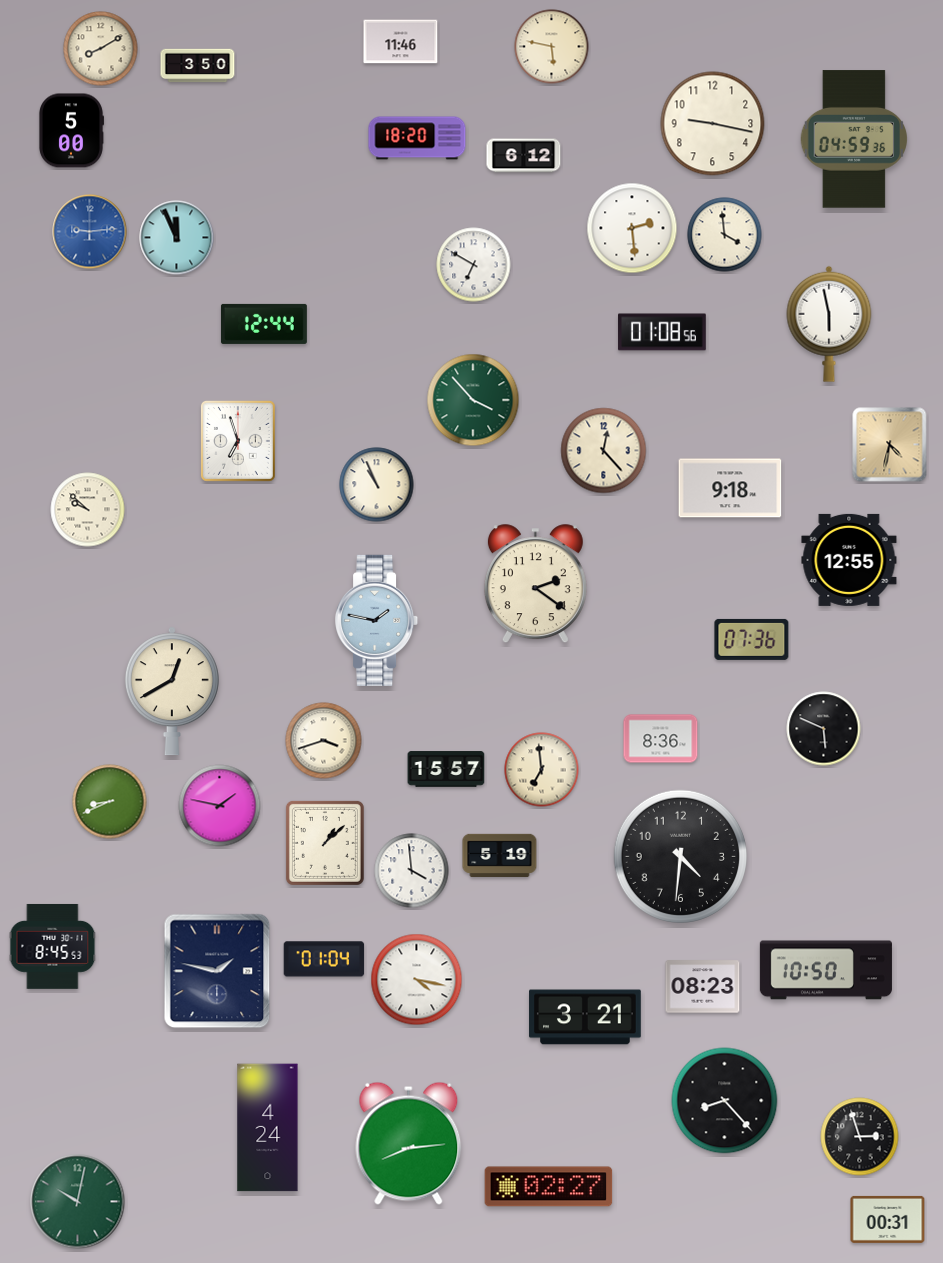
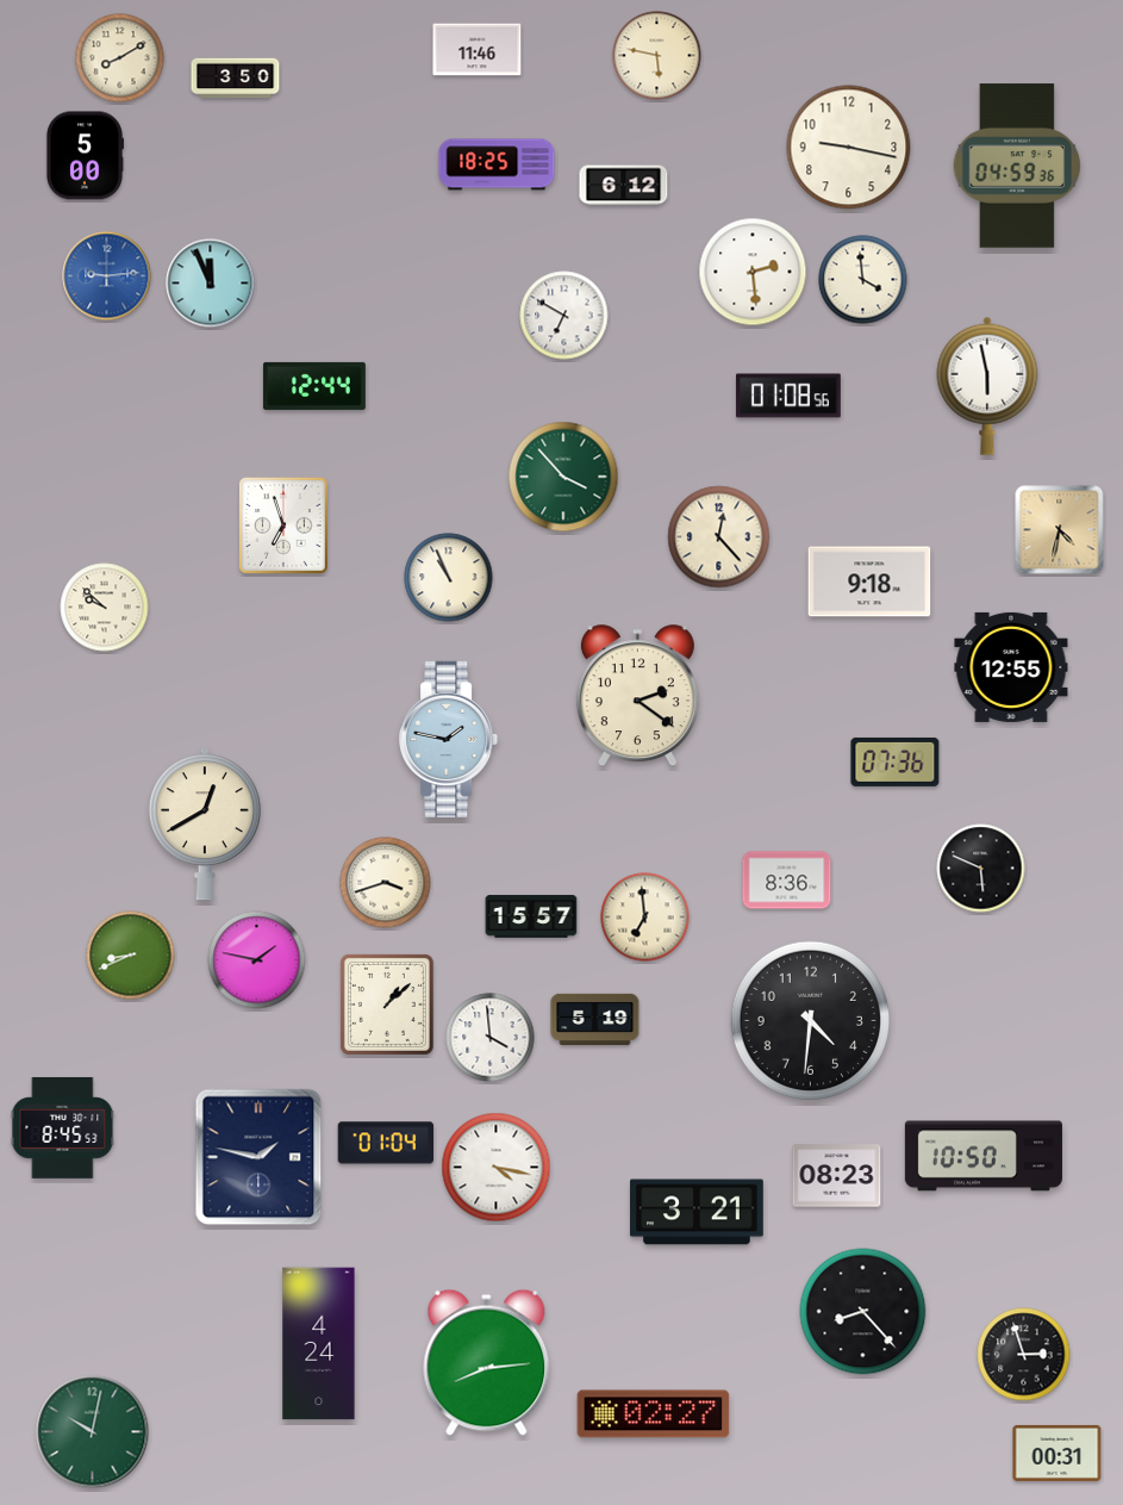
clock at (417, 138): 18:20 -> 18:25
clock at (220, 806) position: (220, 806) -> (257, 960)
